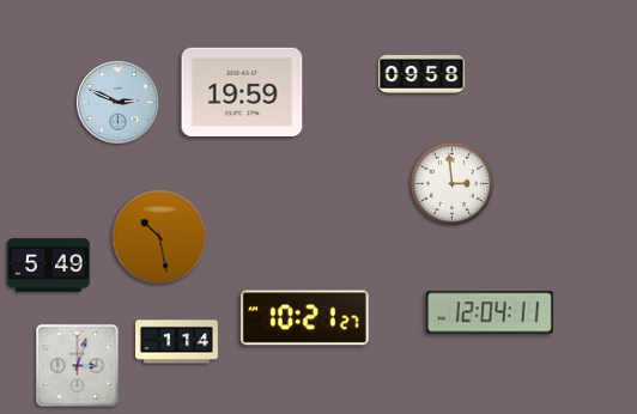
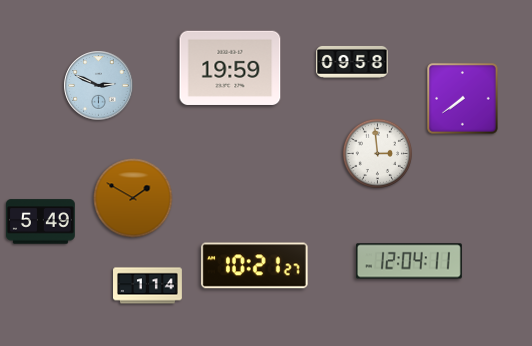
clock at (242, 92) position: (242, 92) -> (230, 68)
clock at (463, 99): none -> 7:39
clock at (159, 237): 10:28 -> 1:50
clock at (78, 366): 3:03 -> none
